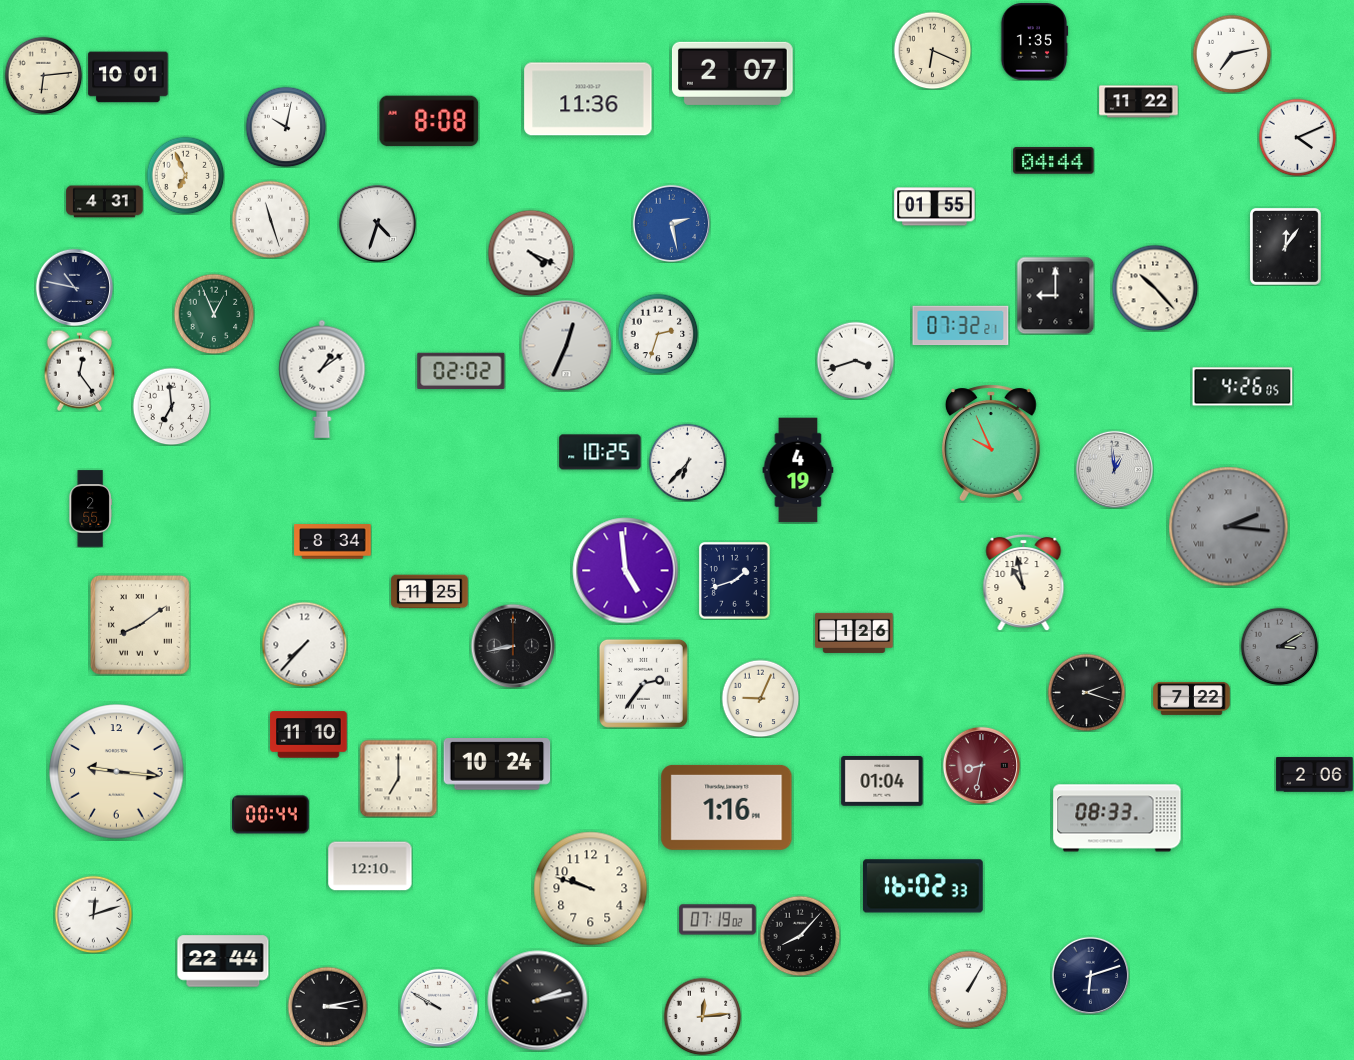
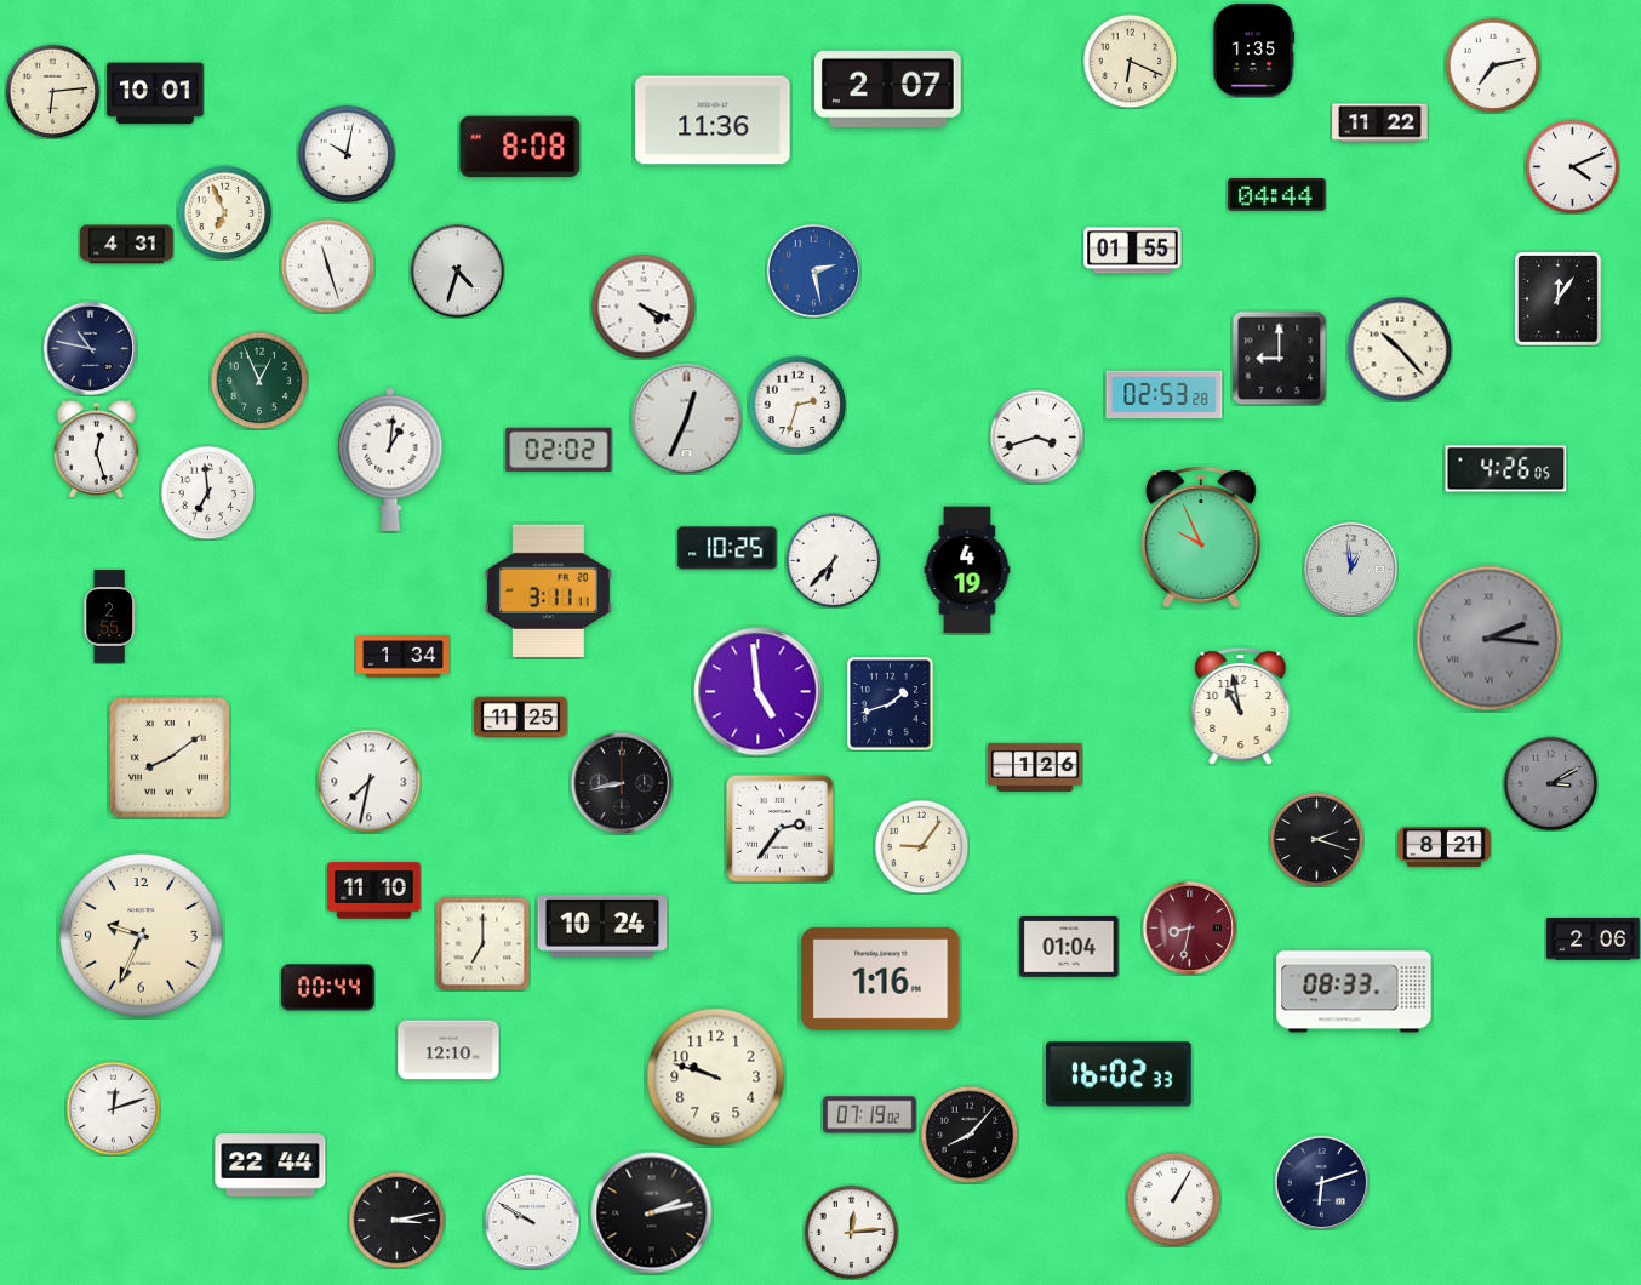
clock at (961, 326): 07:32 -> 02:53
clock at (80, 370): 12:24 -> 12:27
clock at (322, 379): 1:09 -> 1:01
clock at (548, 590): none -> 3:11
clock at (333, 542): 8:34 -> 1:34
clock at (304, 644): 7:37 -> 7:32
clock at (760, 698): 9:04 -> 9:06
clock at (1192, 699): 7:22 -> 8:21
clock at (117, 772): 9:16 -> 9:34
